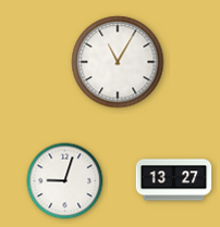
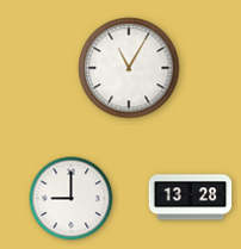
clock at (174, 180): 13:27 -> 13:28
clock at (65, 181): 9:03 -> 9:00
